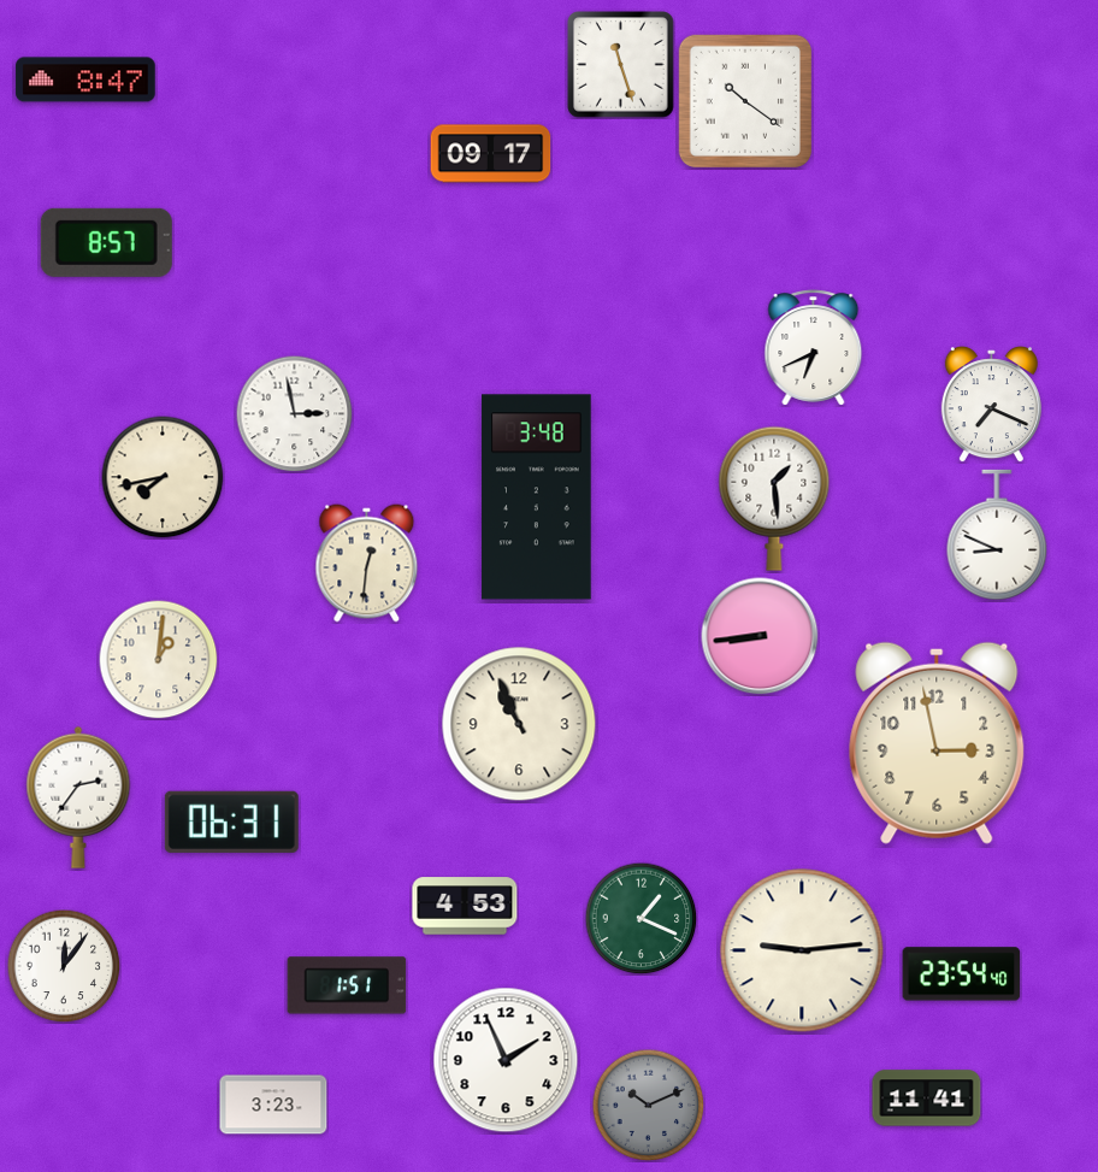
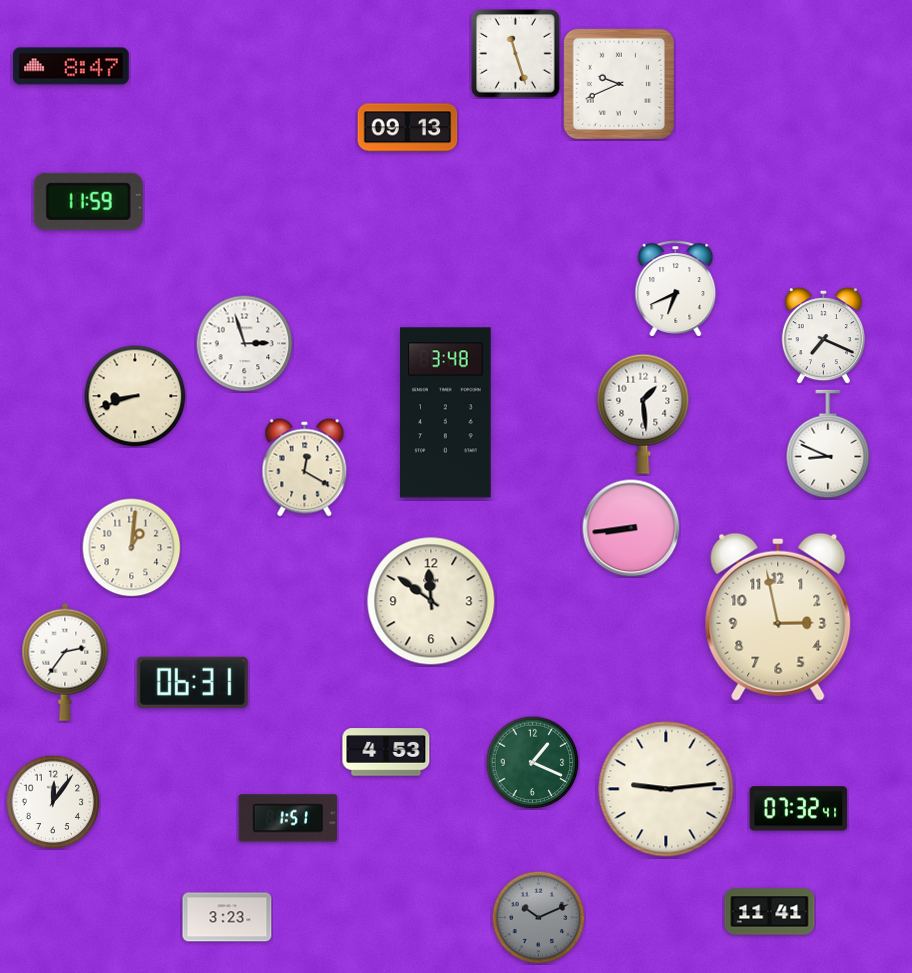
clock at (745, 101): 10:21 -> 9:41
clock at (491, 154): 09:17 -> 09:13
clock at (106, 242): 8:57 -> 11:59
clock at (294, 413): 2:58 -> 2:57
clock at (163, 477): 7:43 -> 8:42
clock at (367, 564): 12:31 -> 12:20
clock at (519, 724): 10:56 -> 11:51
clock at (962, 974): 23:54 -> 07:32
clock at (506, 1060): 1:56 -> none
